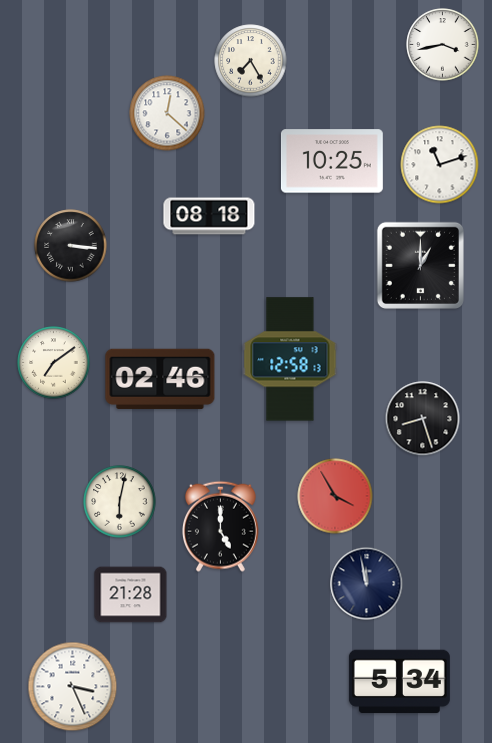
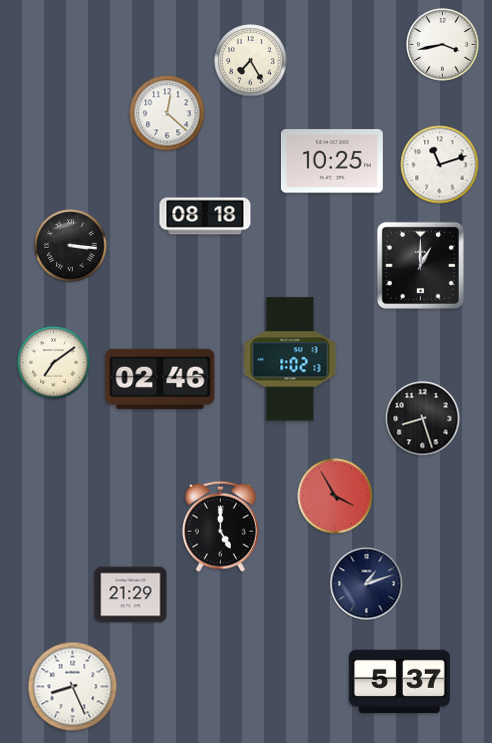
clock at (209, 216) position: (209, 216) -> (205, 216)
clock at (290, 359): 12:58 -> 1:02
clock at (120, 502): 6:02 -> none
clock at (367, 584): 11:58 -> 1:12
clock at (131, 595): 21:28 -> 21:29
clock at (399, 682): 5:34 -> 5:37
clock at (73, 687): 3:26 -> 8:26
